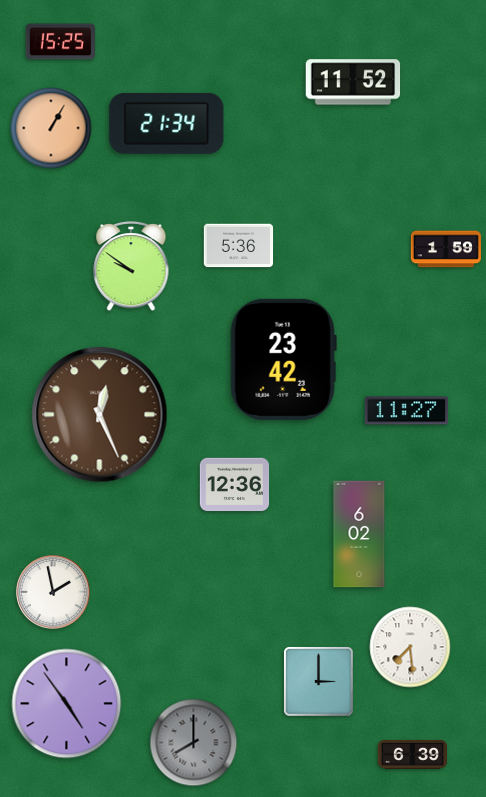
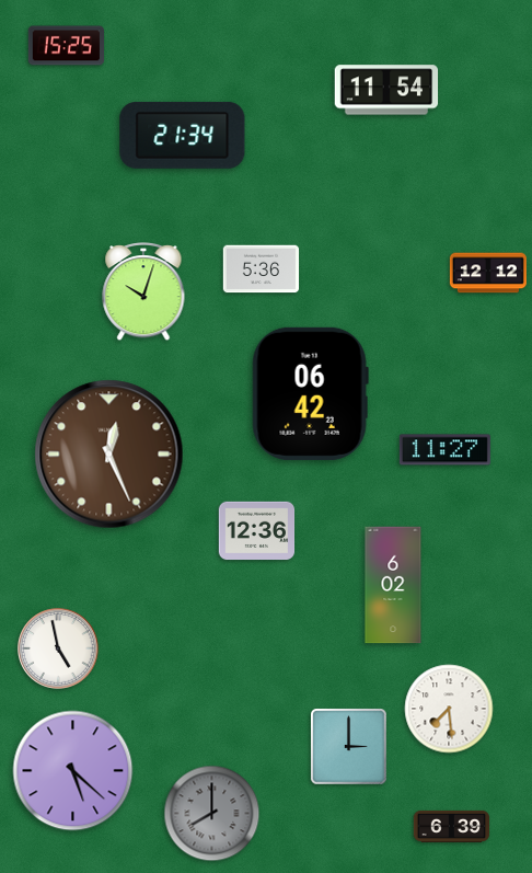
clock at (353, 82): 11:52 -> 11:54
clock at (51, 128): 1:05 -> none
clock at (446, 249): 1:59 -> 12:12
clock at (131, 267): 9:51 -> 10:03
clock at (283, 359): 23:42 -> 06:42
clock at (53, 592): 1:58 -> 4:58
clock at (67, 704): 4:54 -> 5:22
